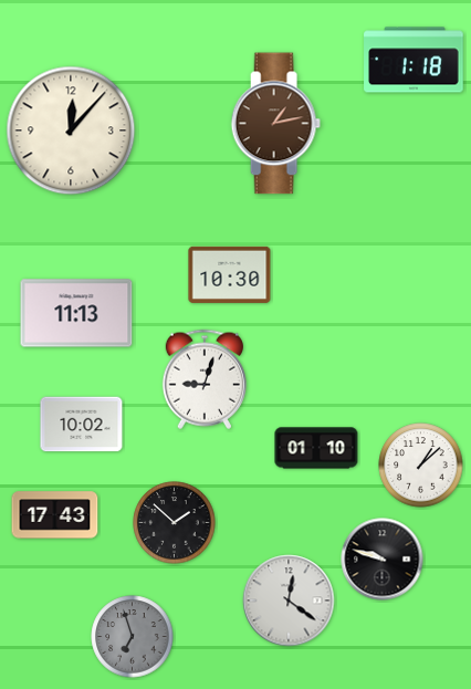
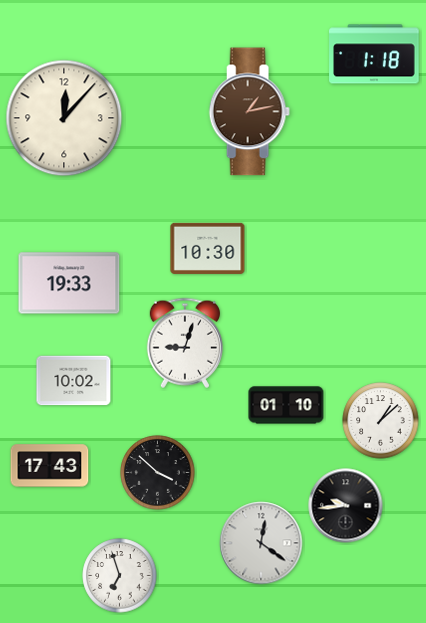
clock at (76, 313): 11:13 -> 19:33
clock at (82, 425) position: (82, 425) -> (74, 381)
clock at (175, 523): 1:52 -> 3:52
clock at (383, 560): 9:48 -> 9:44
clock at (133, 637) dial: grey -> white
